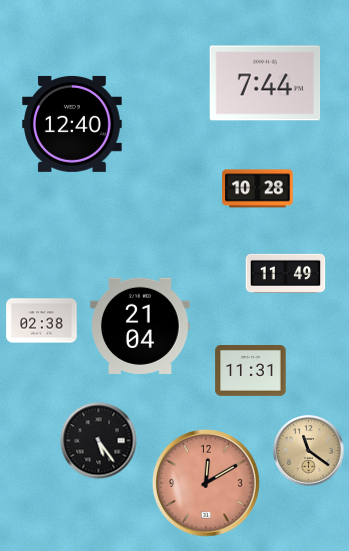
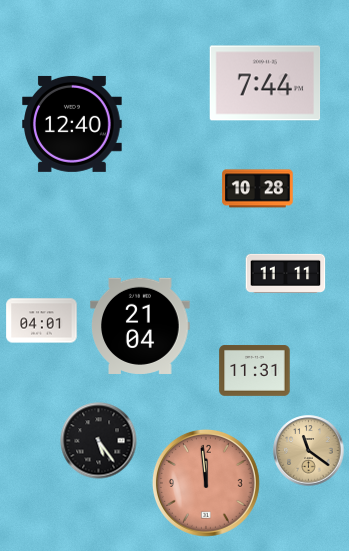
clock at (286, 273): 11:49 -> 11:11
clock at (42, 321): 02:38 -> 04:01
clock at (251, 371) position: (251, 371) -> (255, 371)
clock at (206, 483): 12:10 -> 11:59
